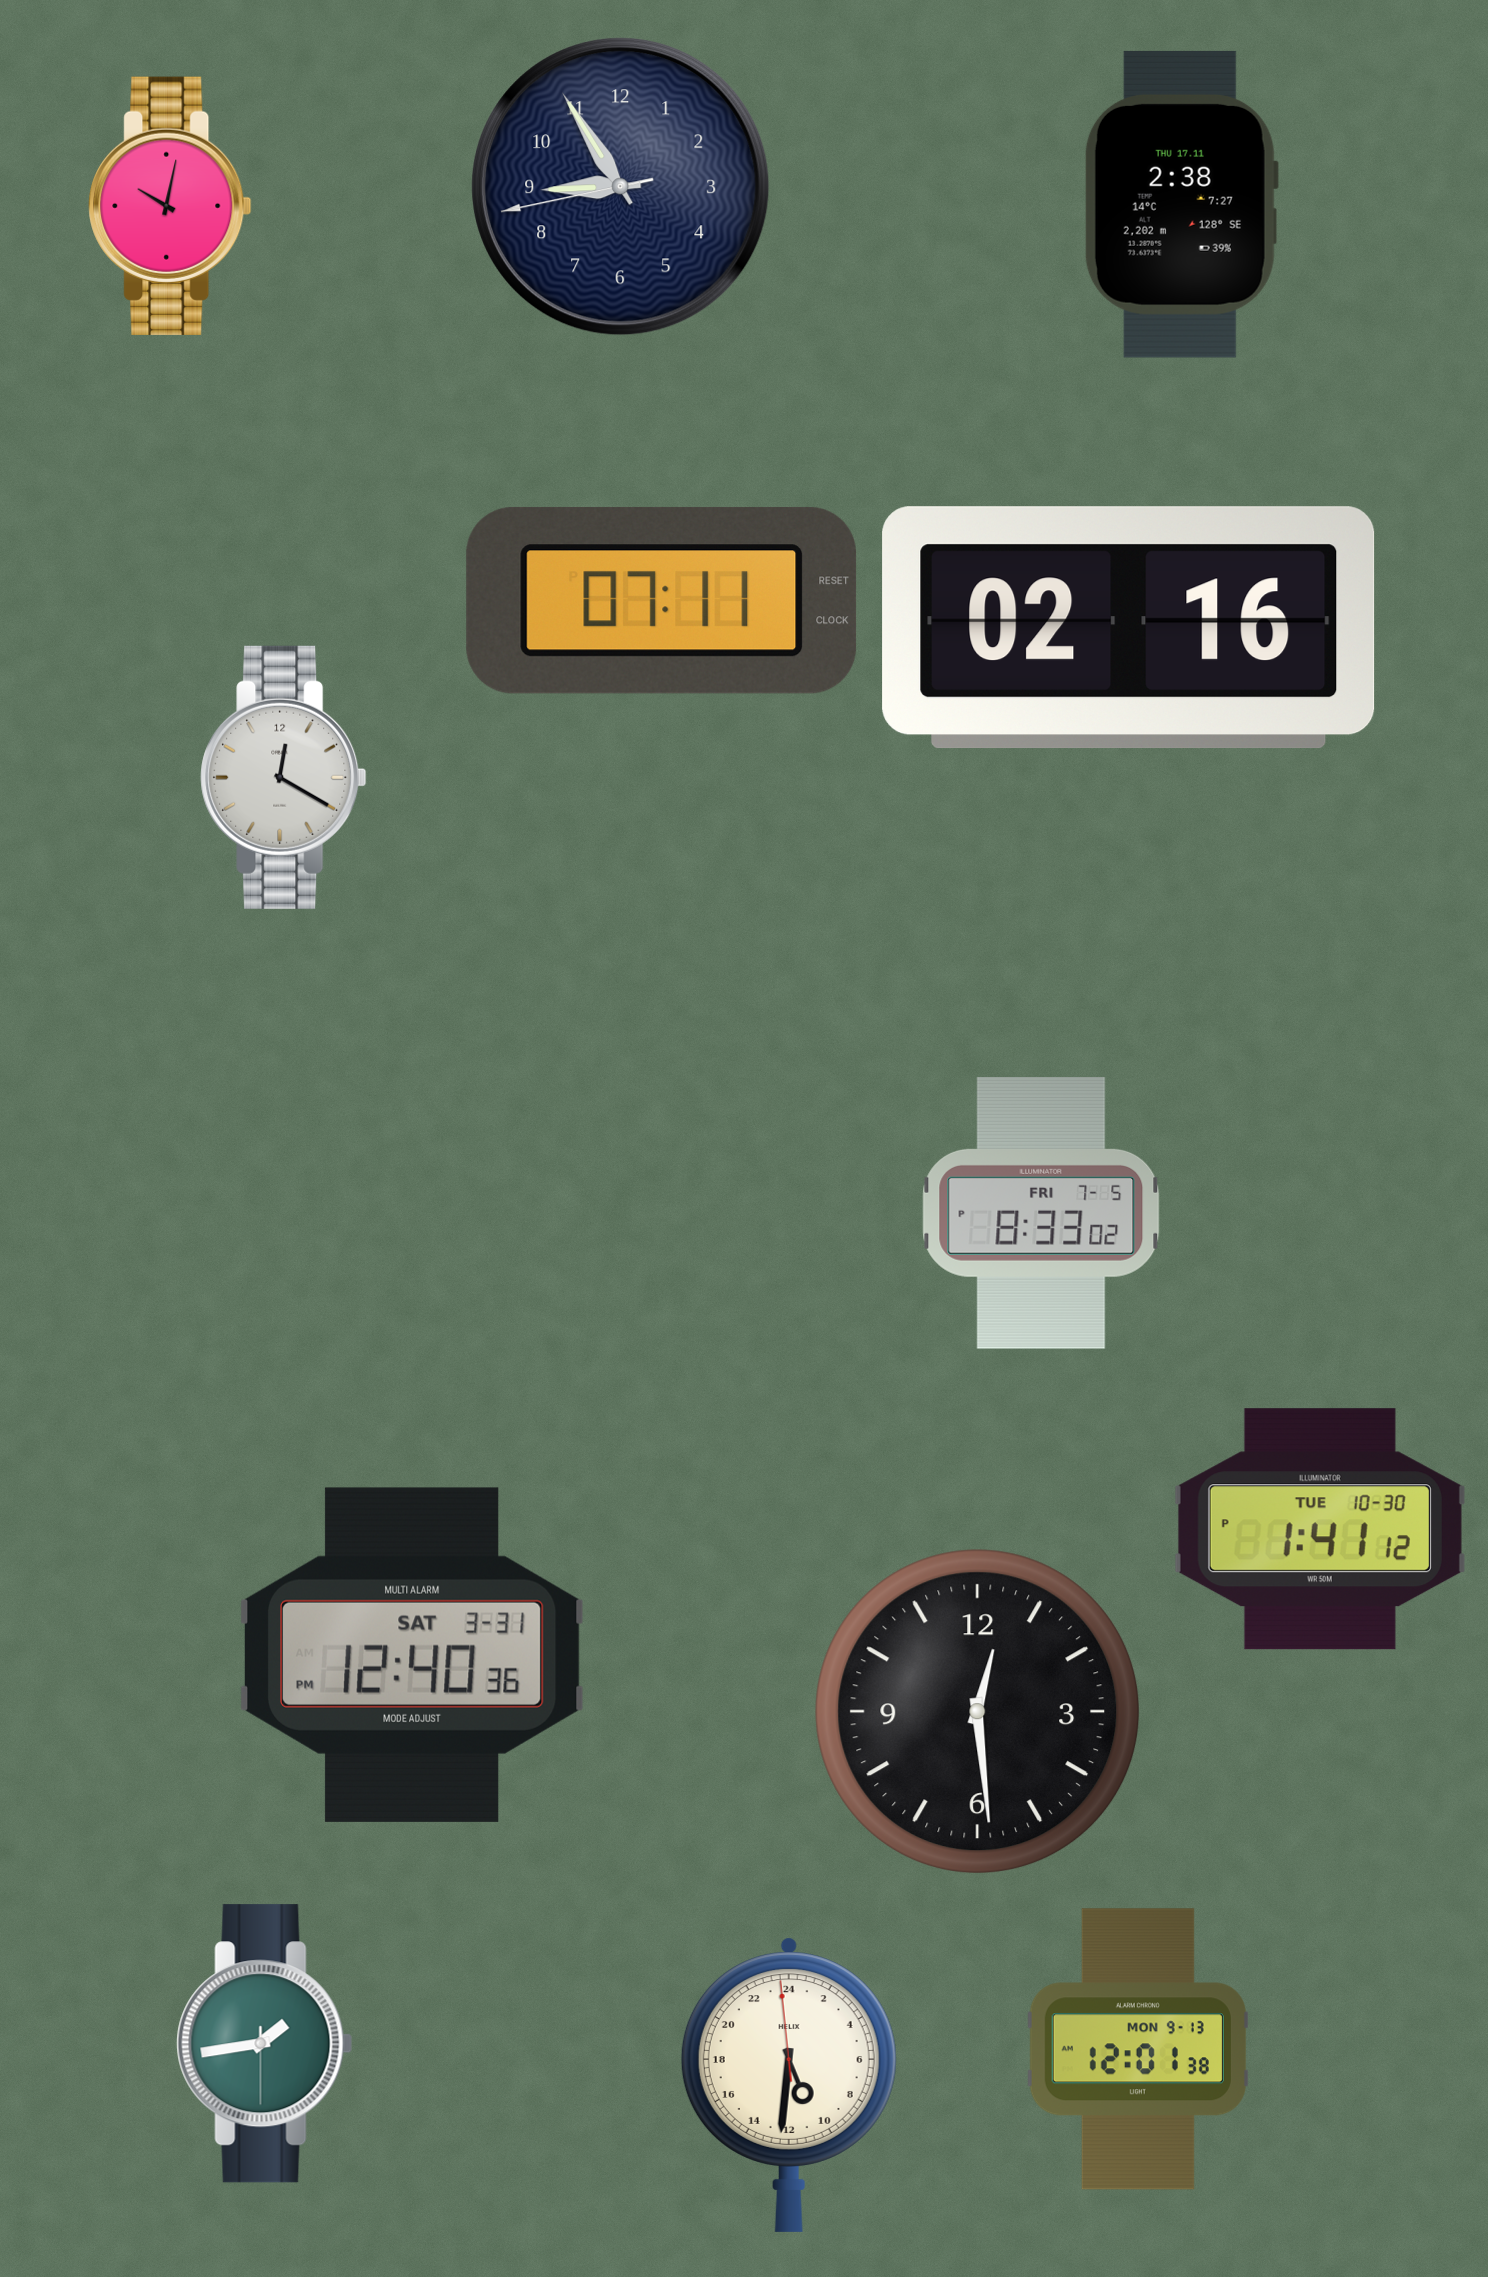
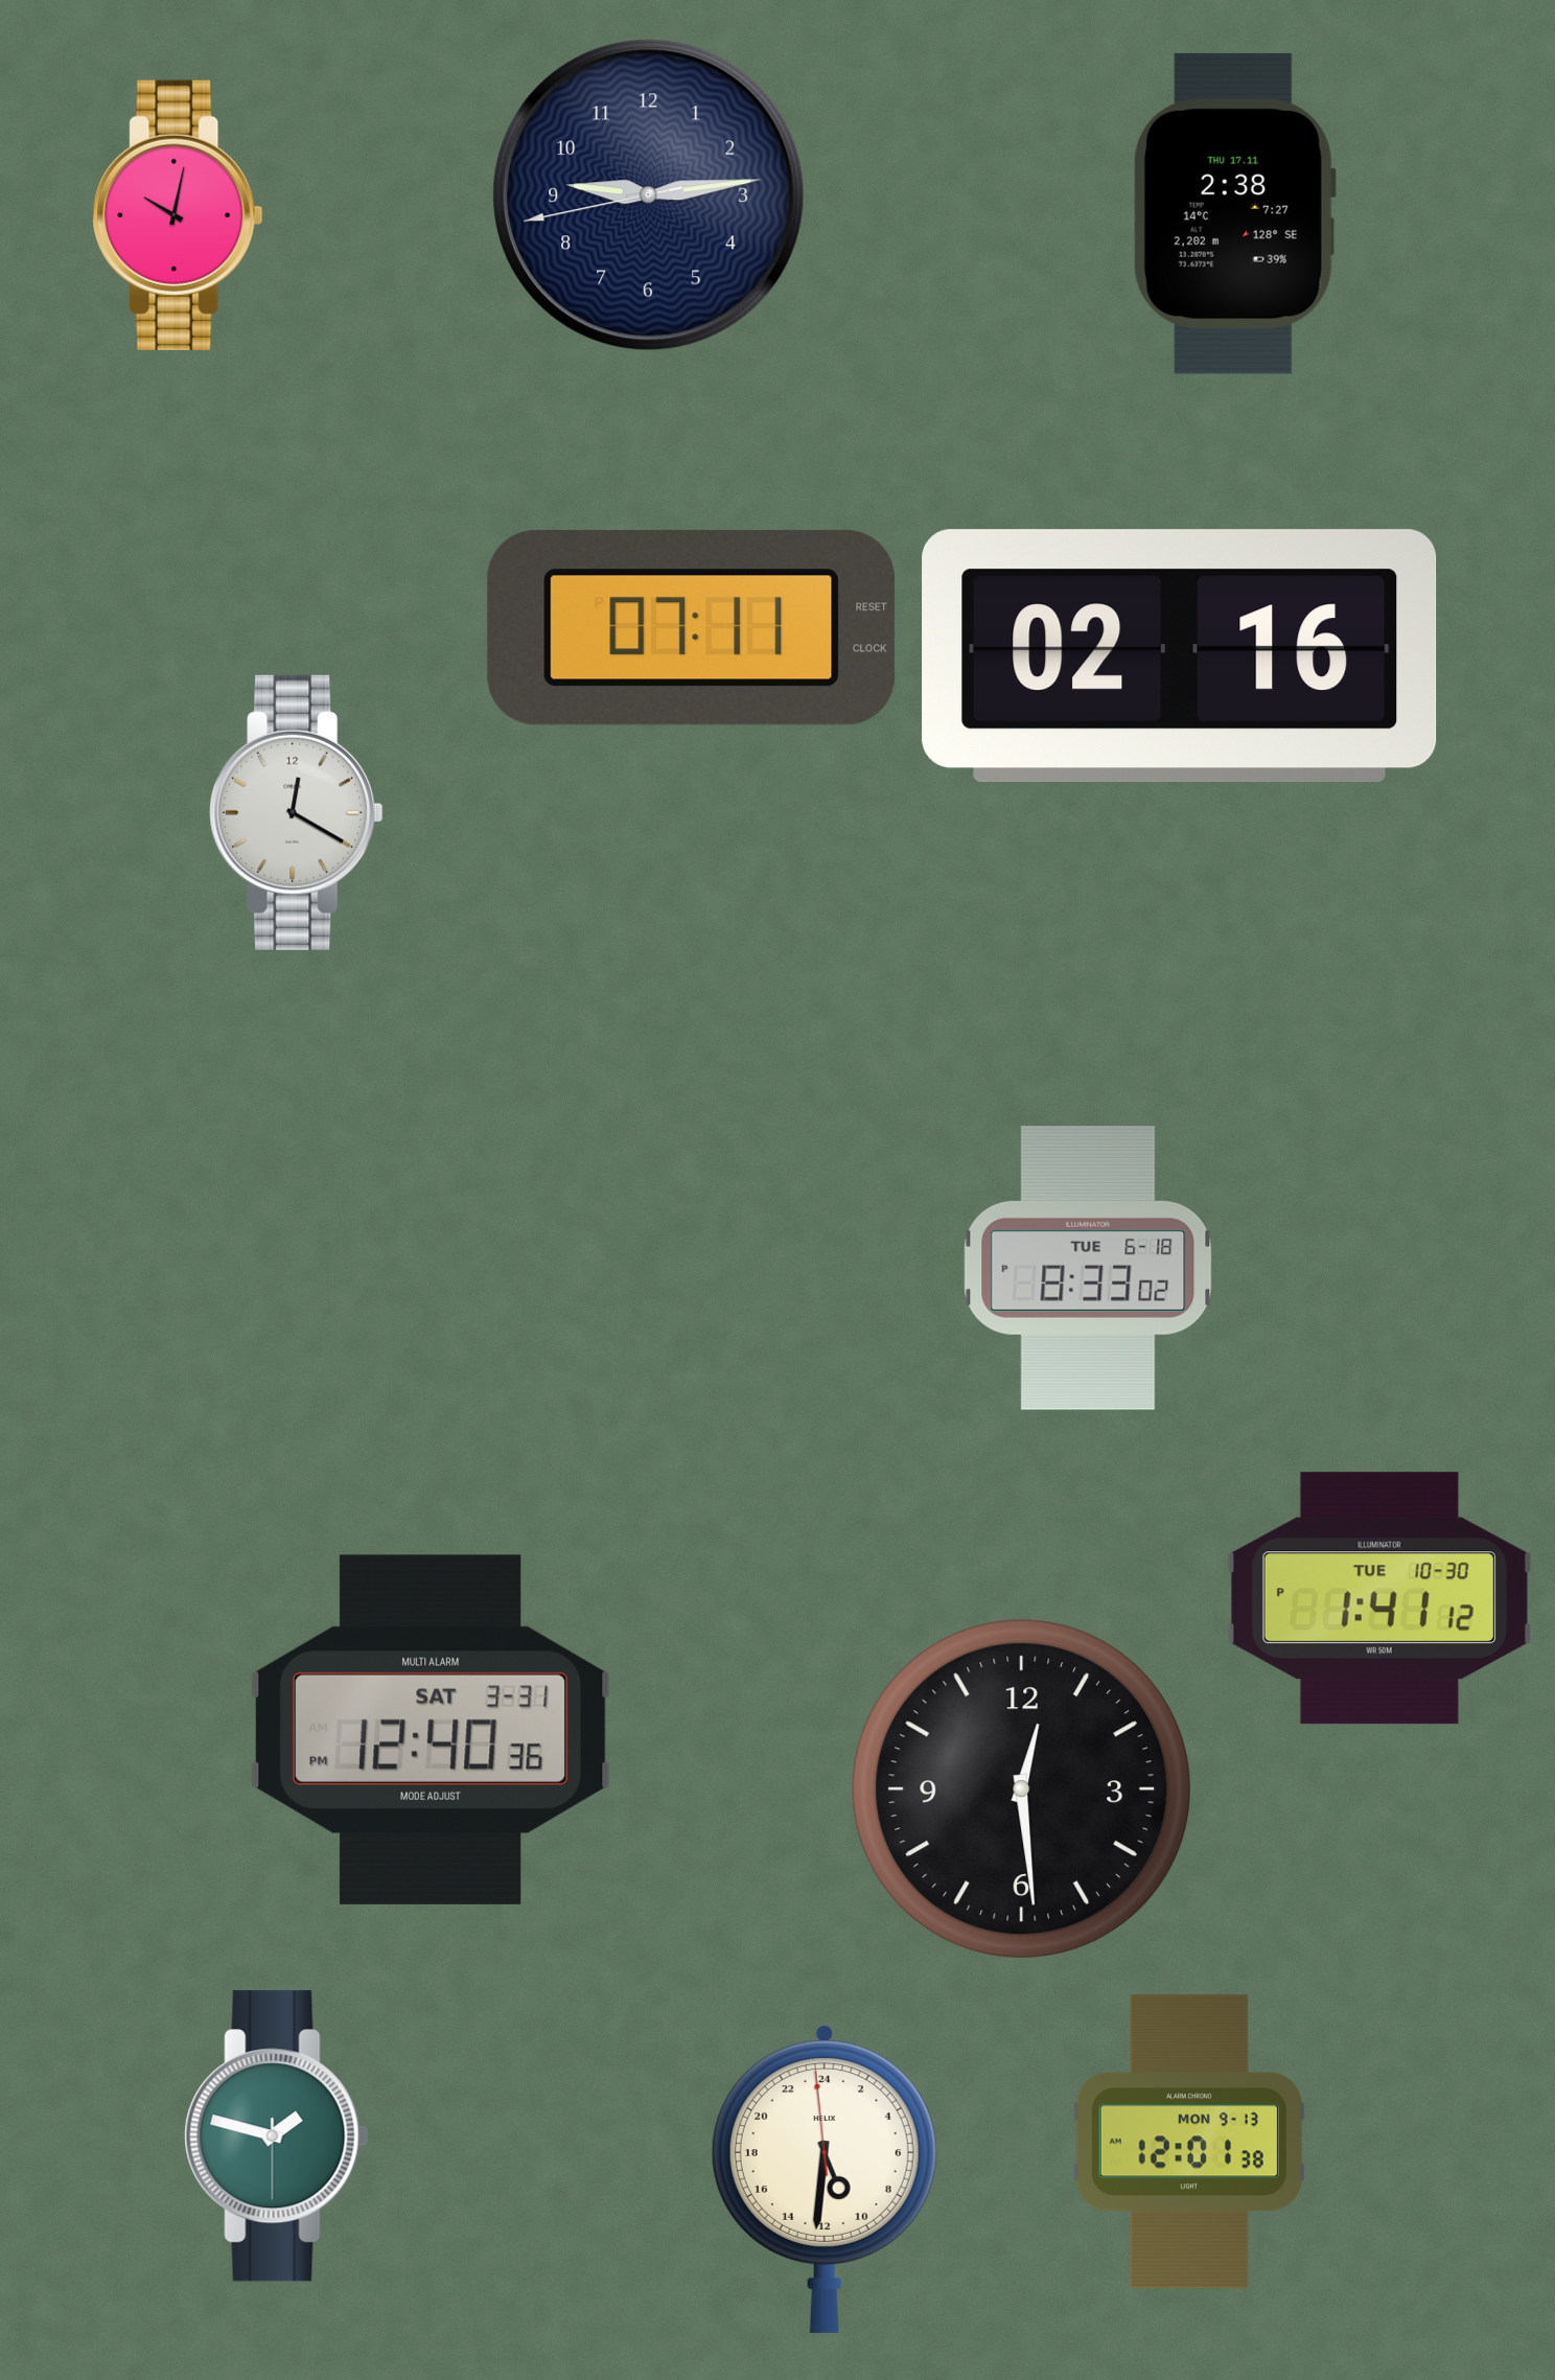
clock at (621, 187): 8:54 -> 9:13
clock at (1041, 1214) date: FRI 7-5 -> TUE 6-18
clock at (265, 2044): 1:43 -> 1:47
